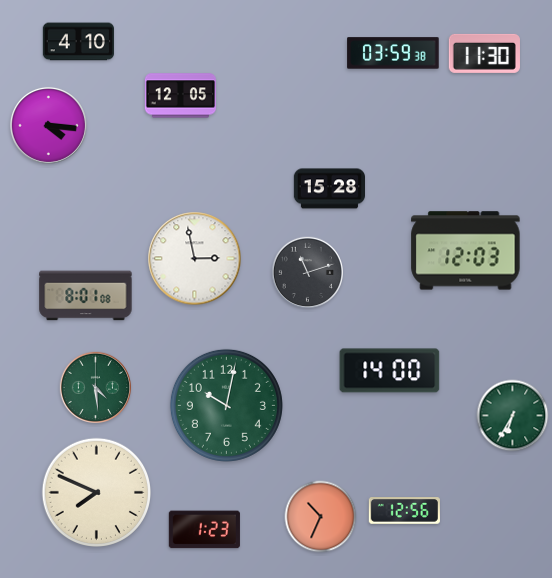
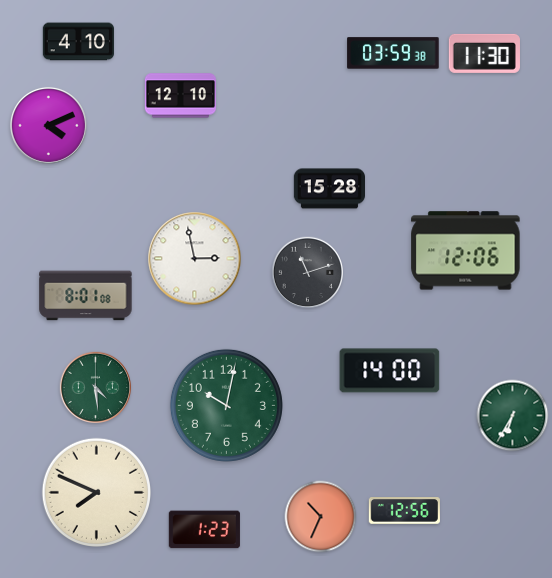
clock at (180, 96): 12:05 -> 12:10
clock at (48, 125): 4:16 -> 4:11
clock at (466, 251): 12:03 -> 12:06
